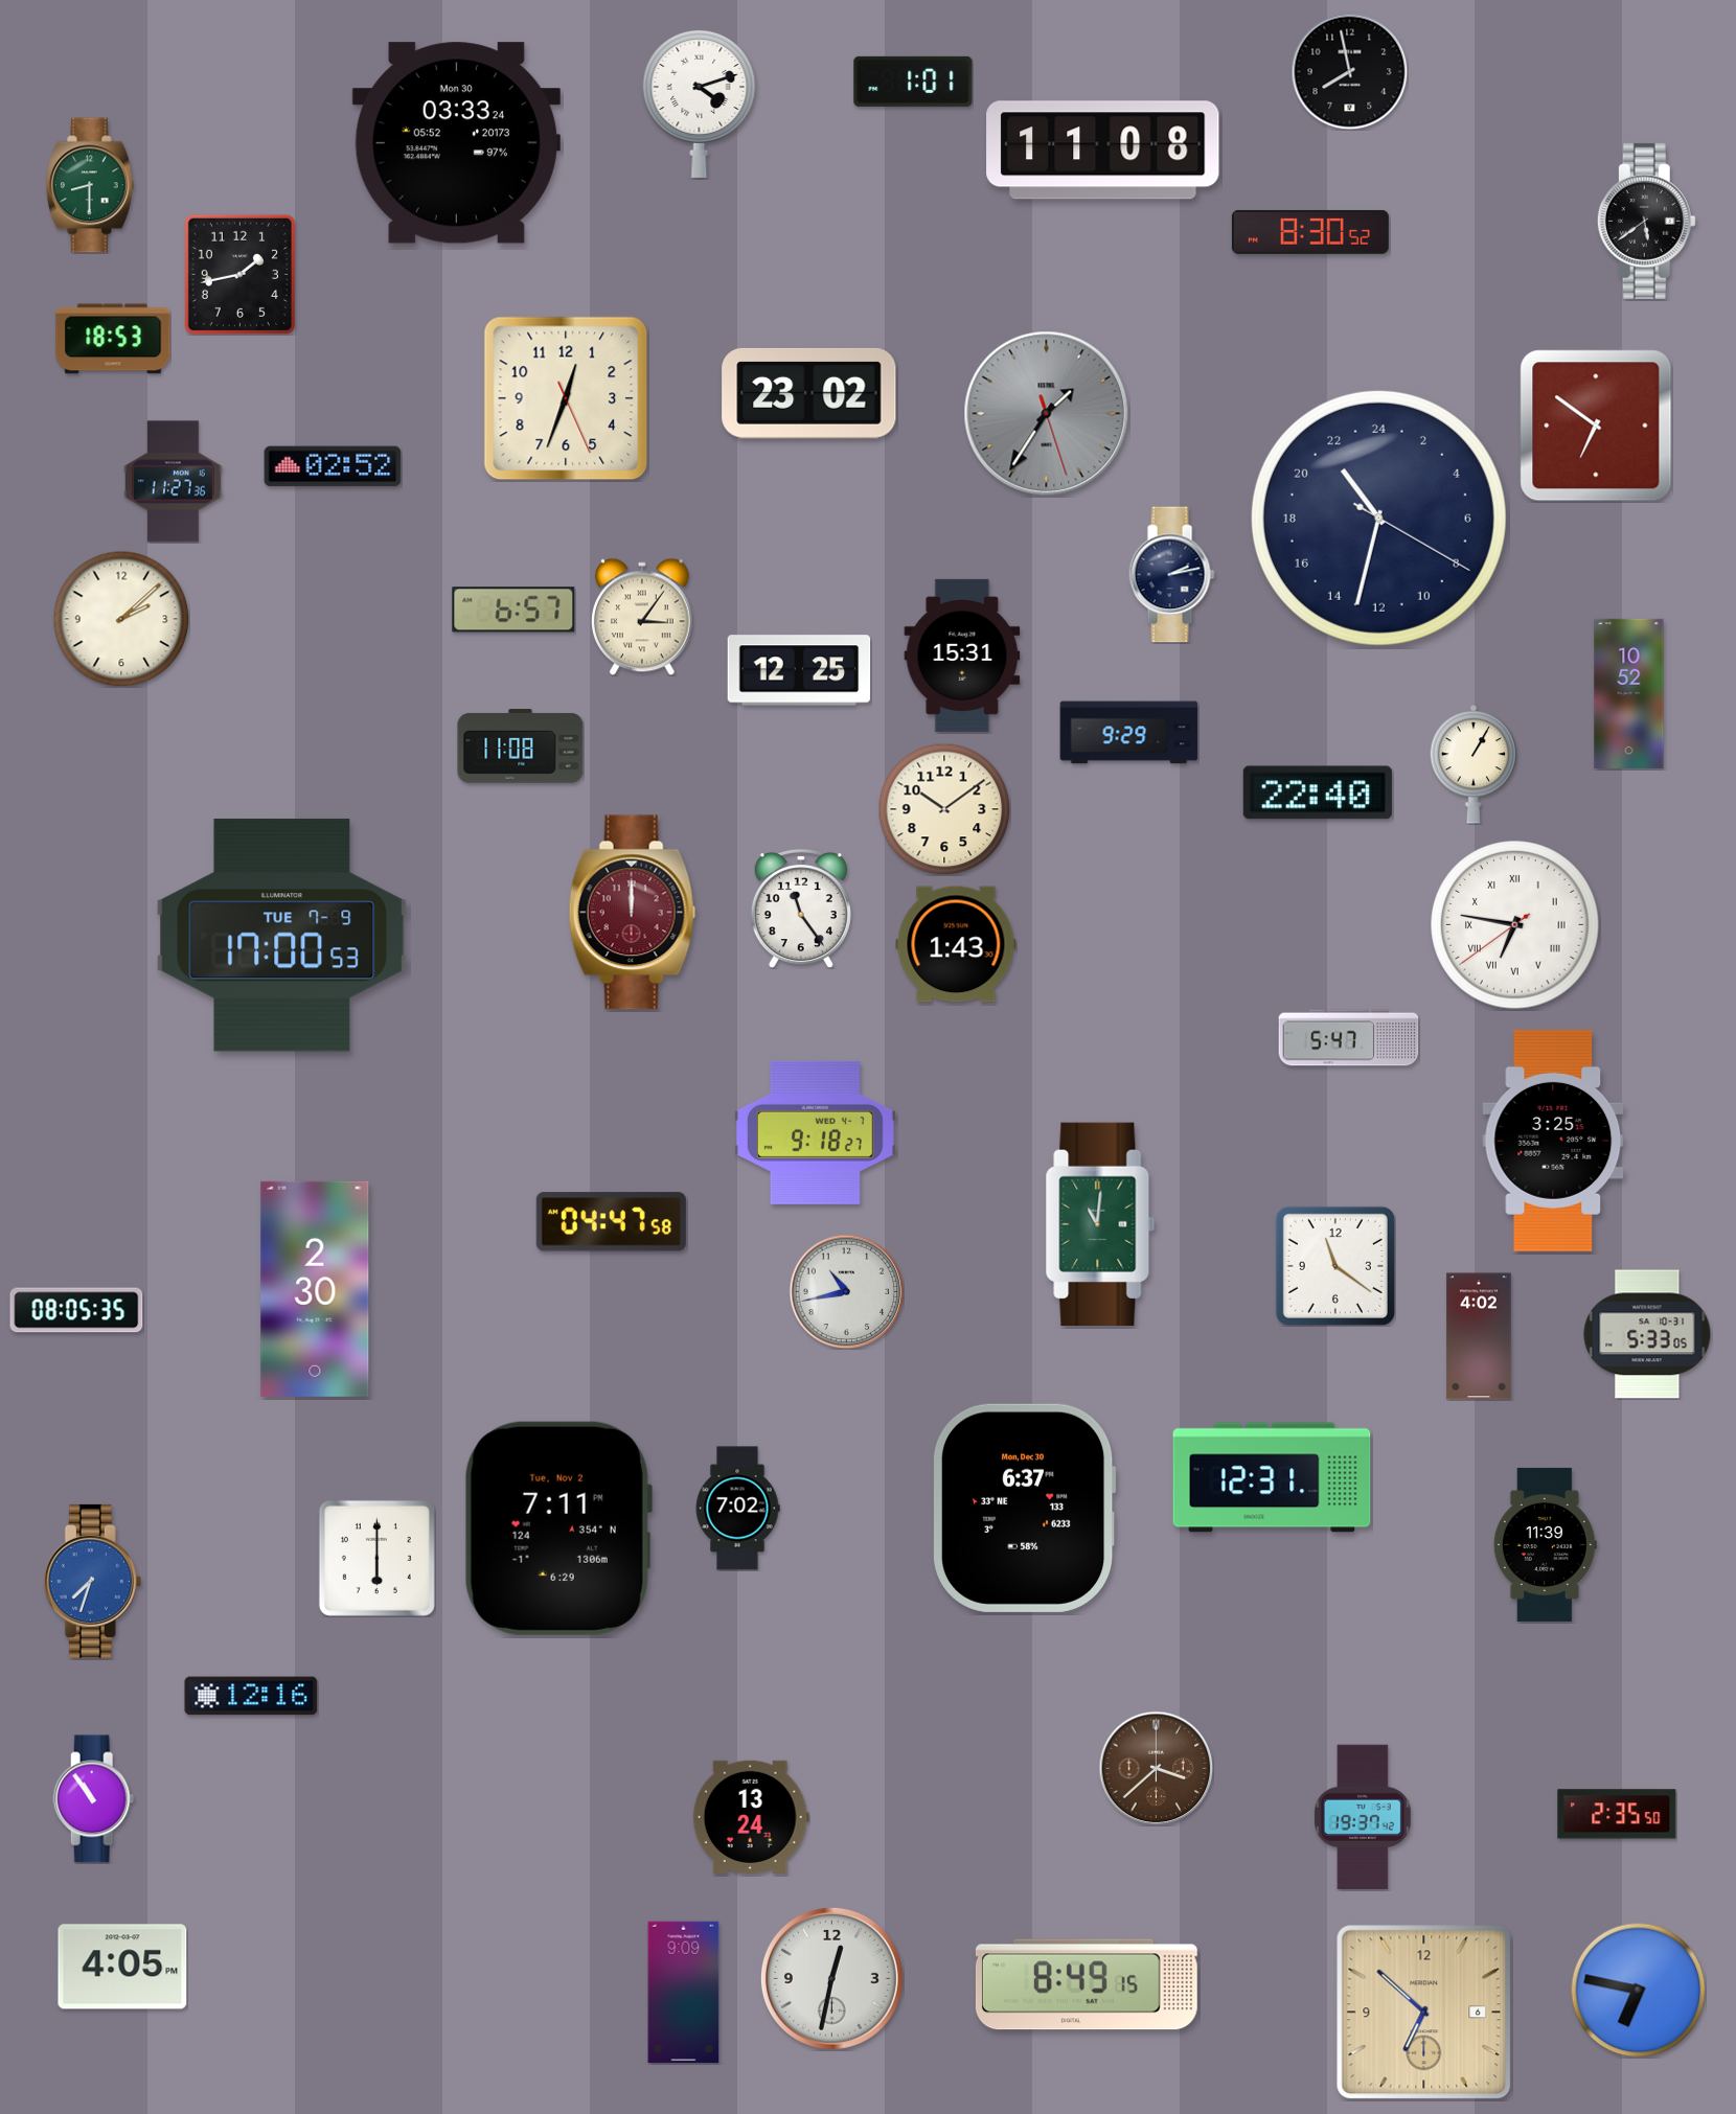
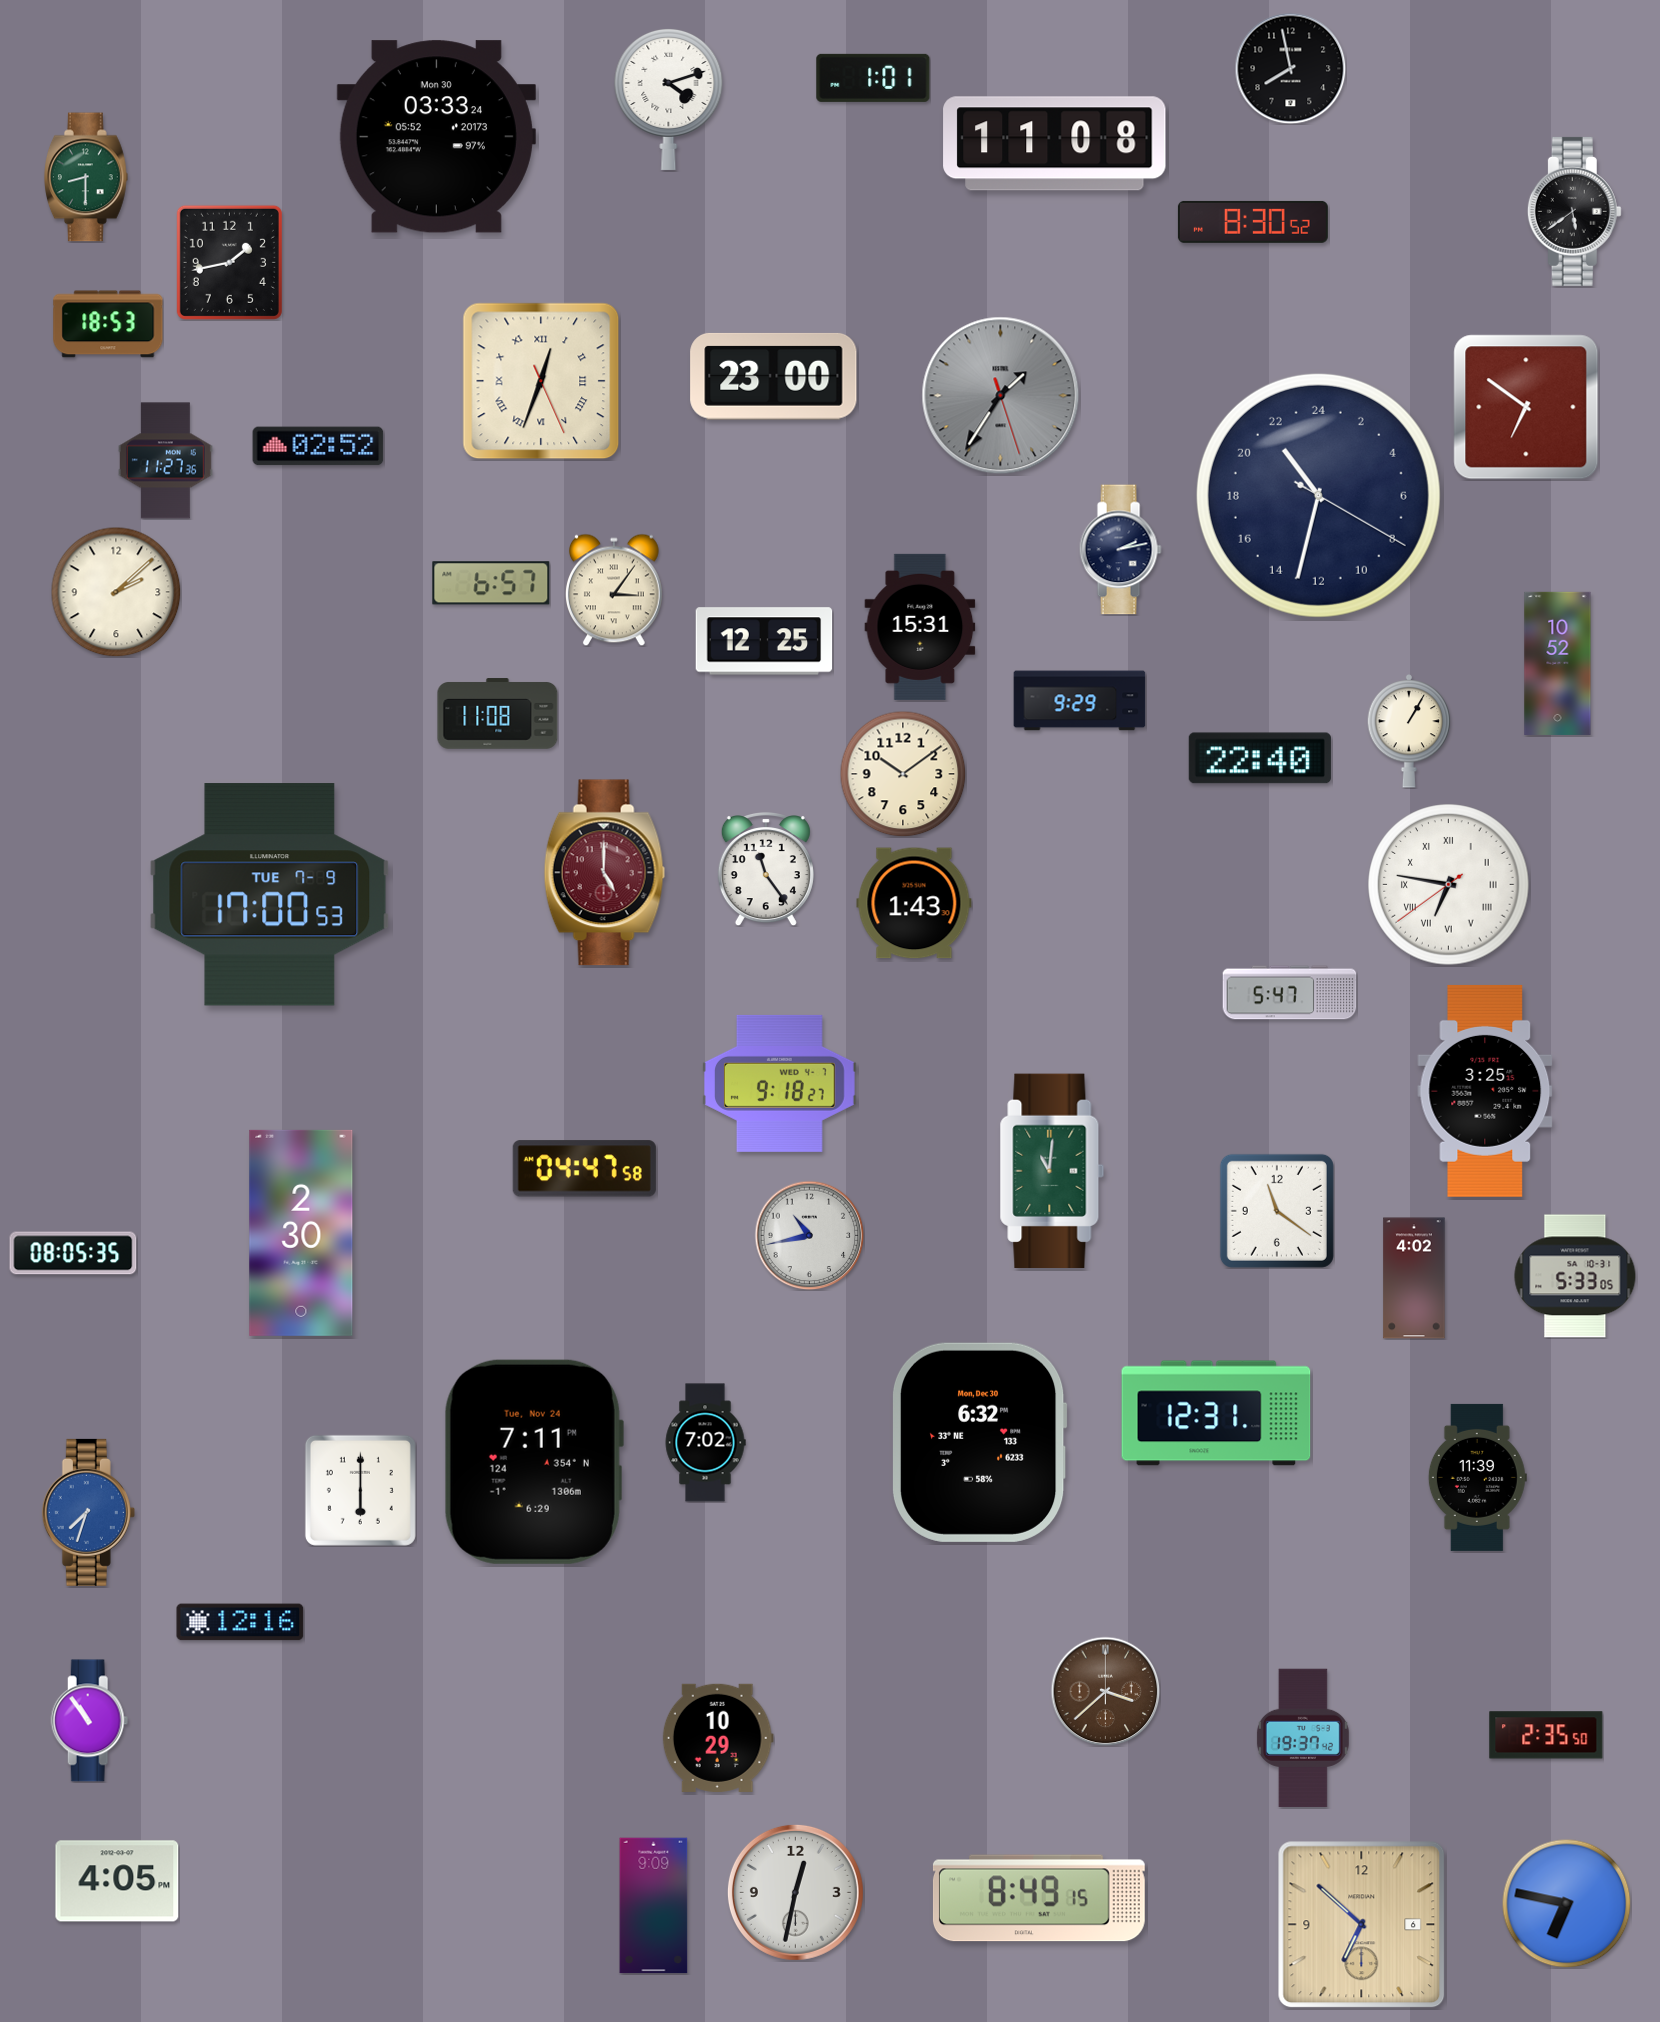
clock at (809, 393): 23:02 -> 23:00
clock at (566, 398) numerals: Arabic -> Roman
clock at (633, 913): 12:00 -> 5:00
clock at (1024, 1508): 6:37 -> 6:32
clock at (558, 1529) date: Tue, Nov 2 -> Tue, Nov 24
clock at (751, 1817): 13:24 -> 10:29
